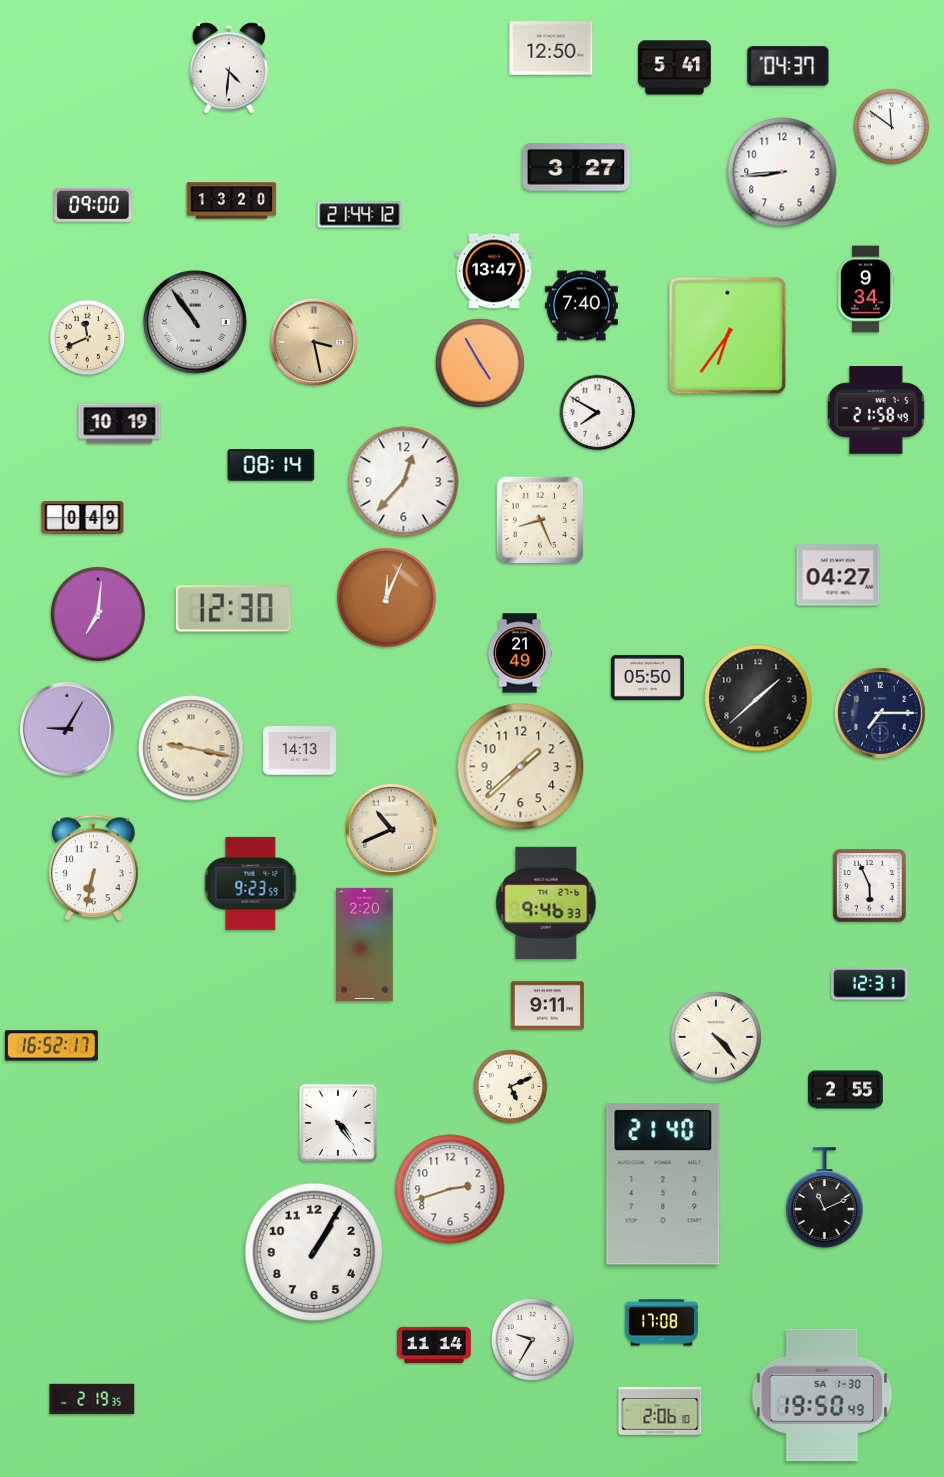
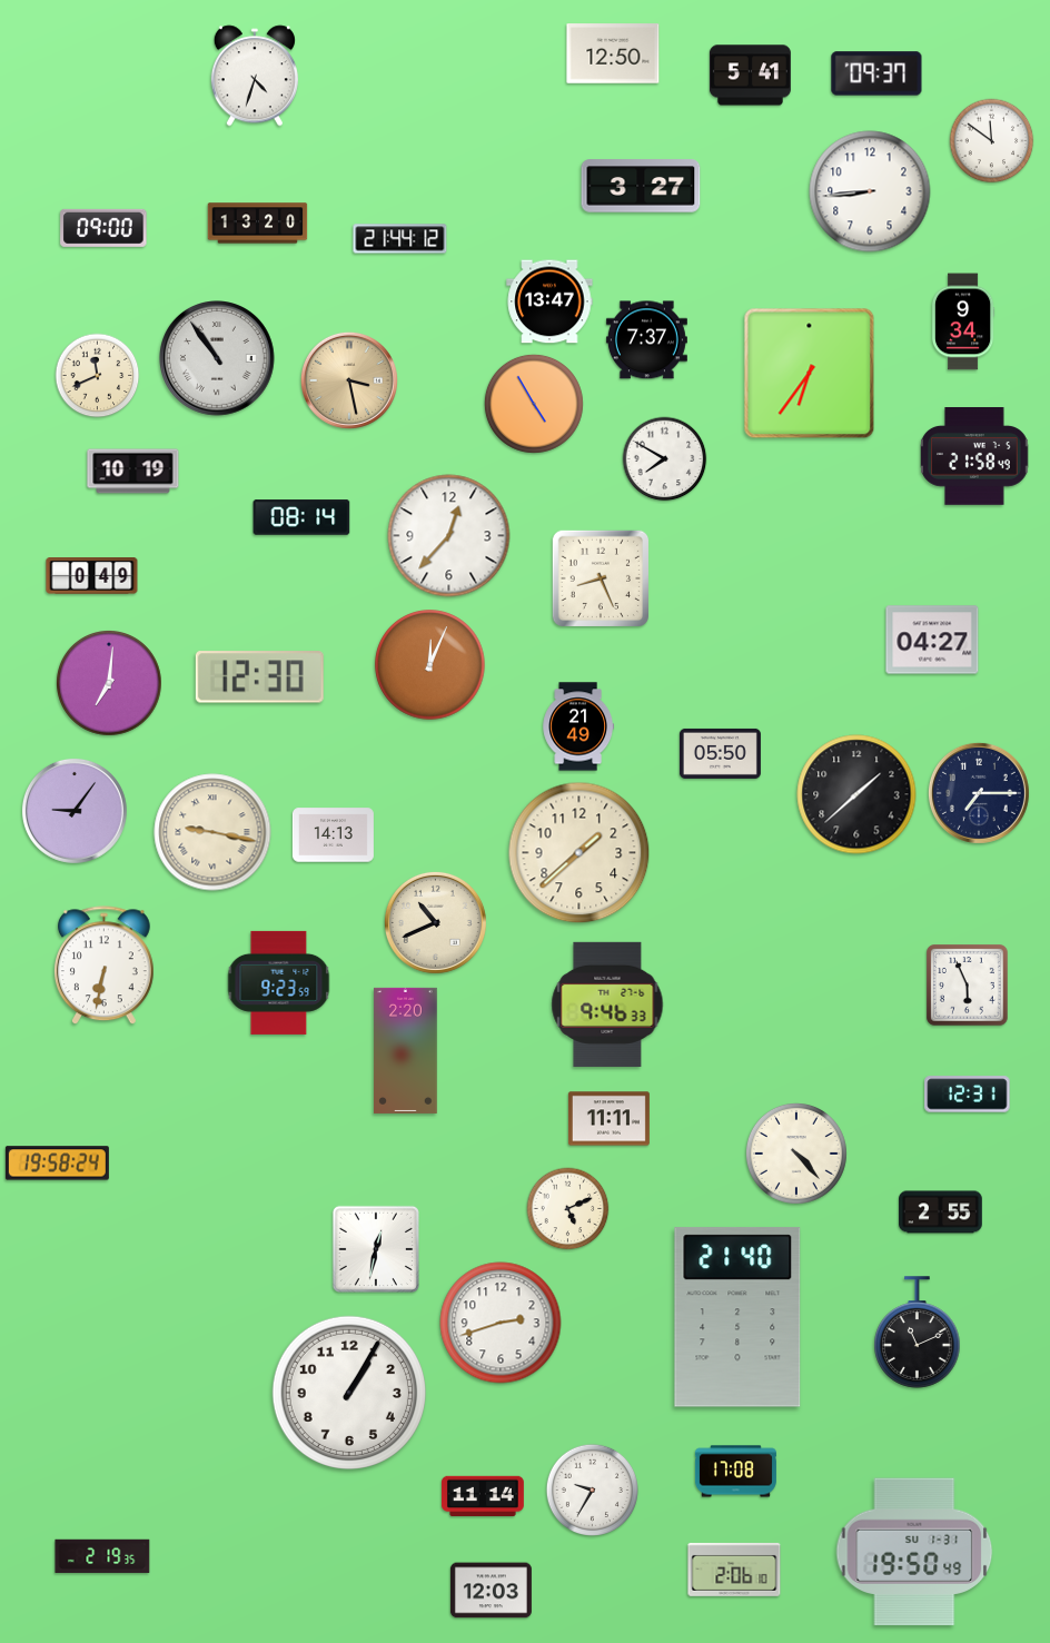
clock at (788, 66): 04:37 -> 09:37
clock at (229, 68): 4:31 -> 4:33
clock at (581, 306): 7:40 -> 7:37
clock at (758, 698) position: (758, 698) -> (856, 794)
clock at (67, 729): 9:05 -> 9:06
clock at (547, 1006): 9:11 -> 11:11
clock at (51, 1046): 16:52 -> 19:58
clock at (338, 1123): 4:24 -> 12:32
clock at (822, 1395) date: SA 1-30 -> SU 1-31
clock at (491, 1591): none -> 12:03
